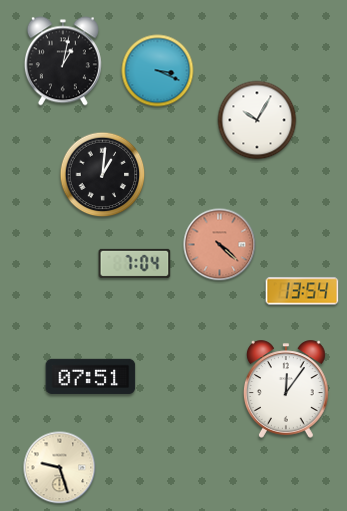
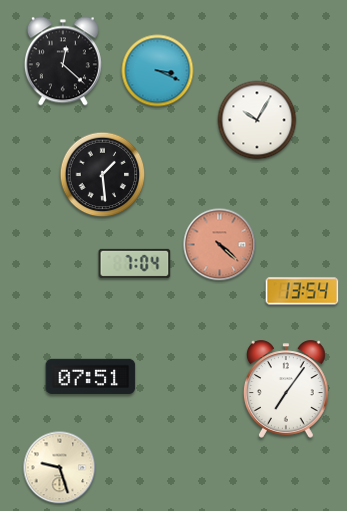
clock at (63, 61): 1:02 -> 12:22
clock at (103, 175): 1:01 -> 1:29
clock at (286, 389): 12:06 -> 7:06
